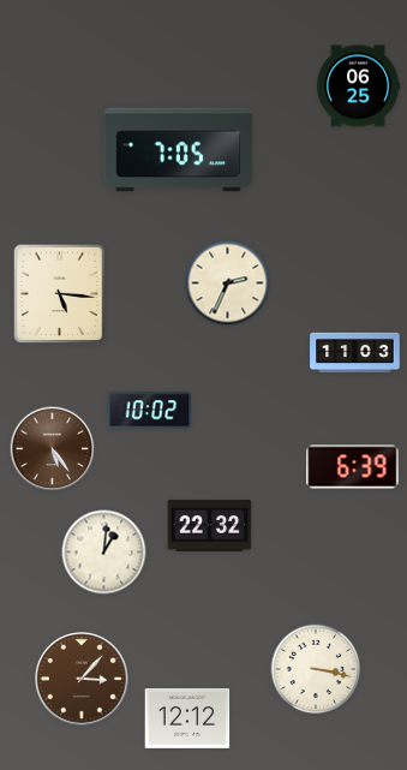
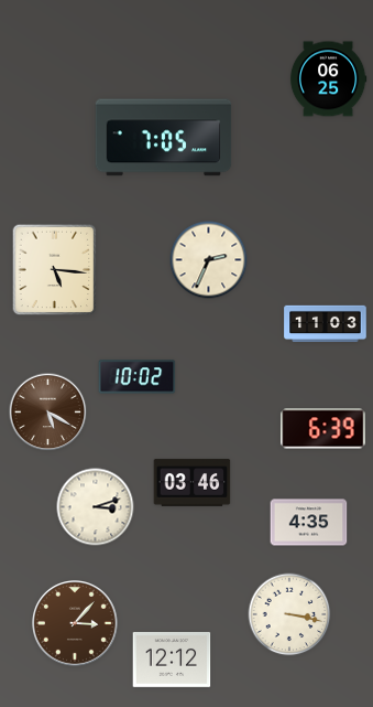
clock at (53, 449): 5:24 -> 5:20
clock at (210, 526): 22:32 -> 03:46
clock at (104, 553): 1:01 -> 3:12
clock at (309, 523): none -> 4:35
